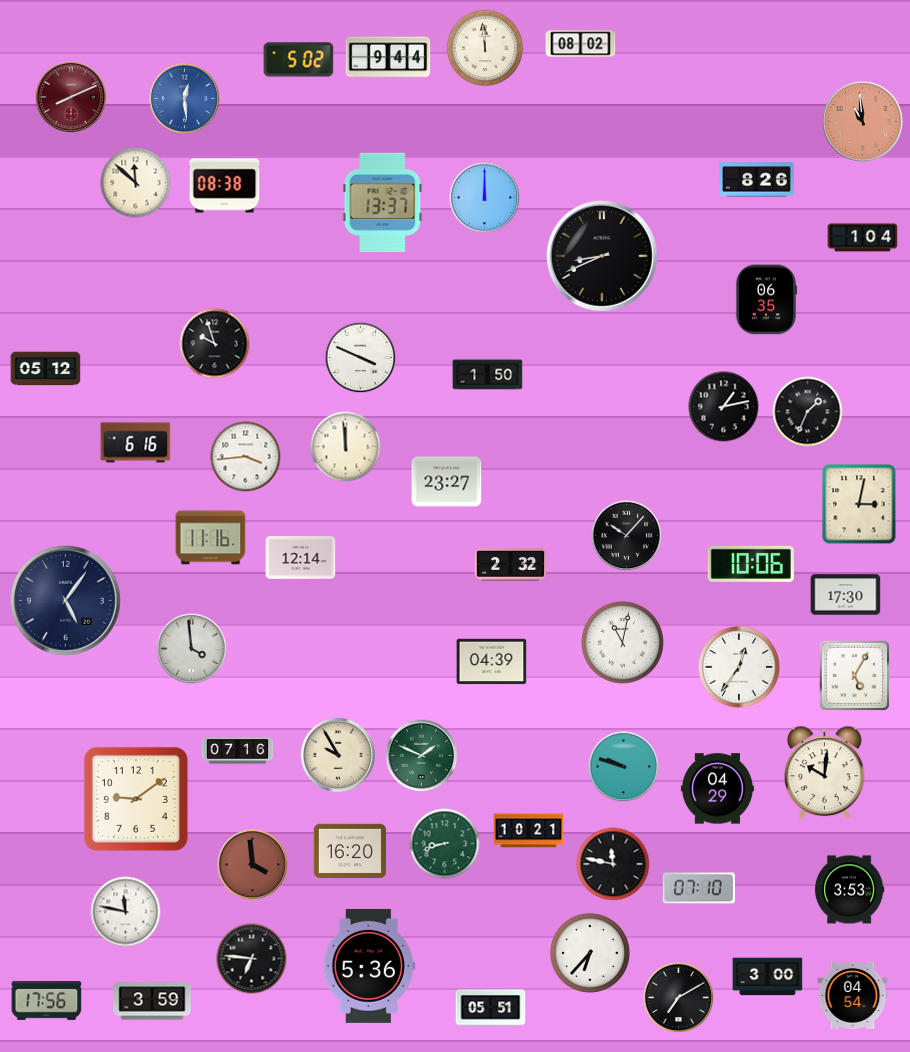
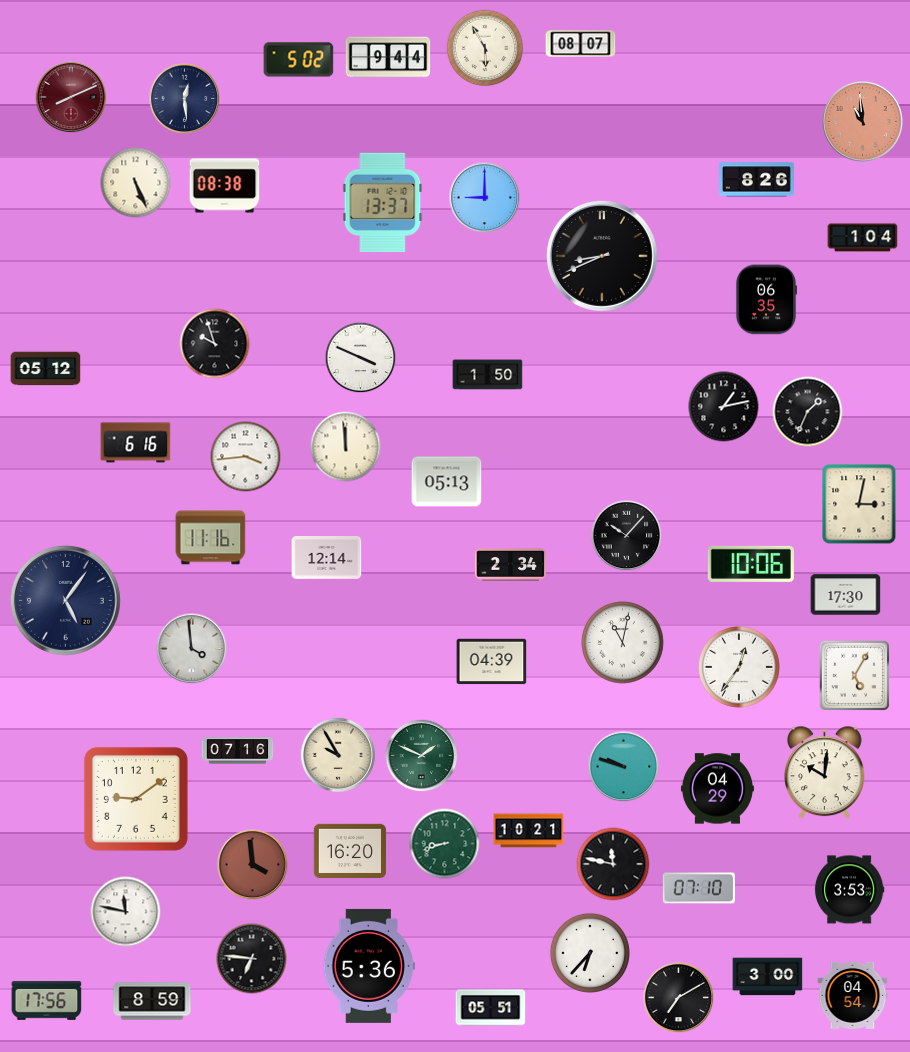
clock at (581, 44): 08:02 -> 08:07
clock at (485, 48): 11:59 -> 5:55
clock at (185, 99) dial: blue -> navy
clock at (136, 183): 11:52 -> 5:26
clock at (485, 198): 12:00 -> 9:00
clock at (447, 482): 23:27 -> 05:13
clock at (301, 558) position: (301, 558) -> (327, 558)
clock at (511, 565): 2:32 -> 2:34
clock at (152, 1001): 3:59 -> 8:59
